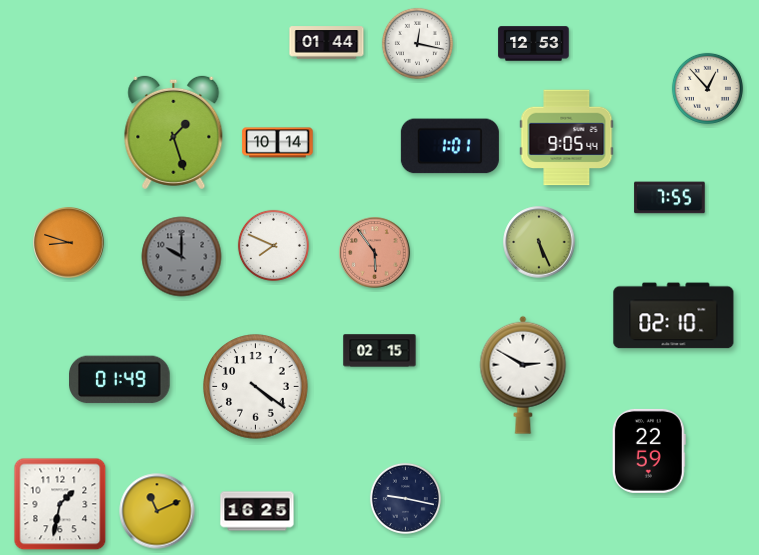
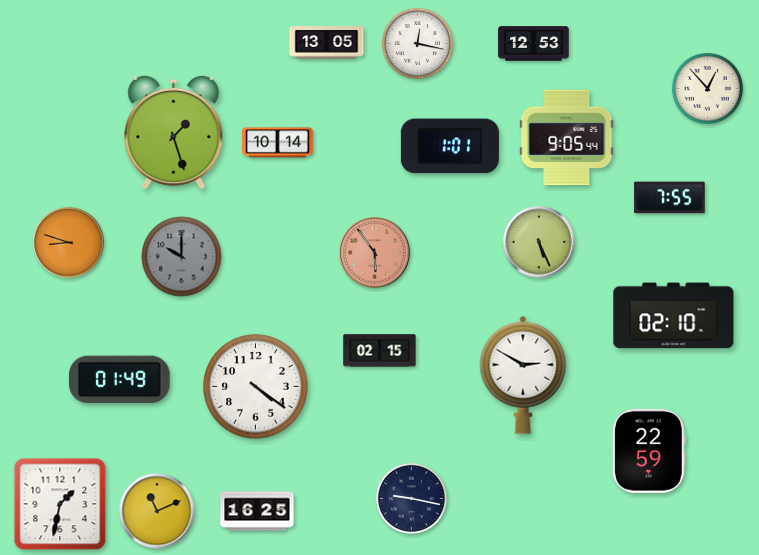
clock at (327, 43): 01:44 -> 13:05
clock at (273, 245): 7:49 -> none
clock at (405, 498) position: (405, 498) -> (411, 498)
